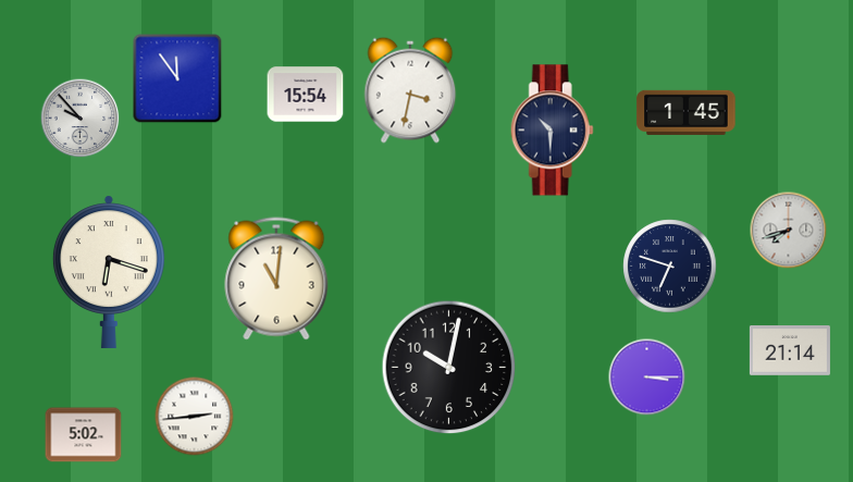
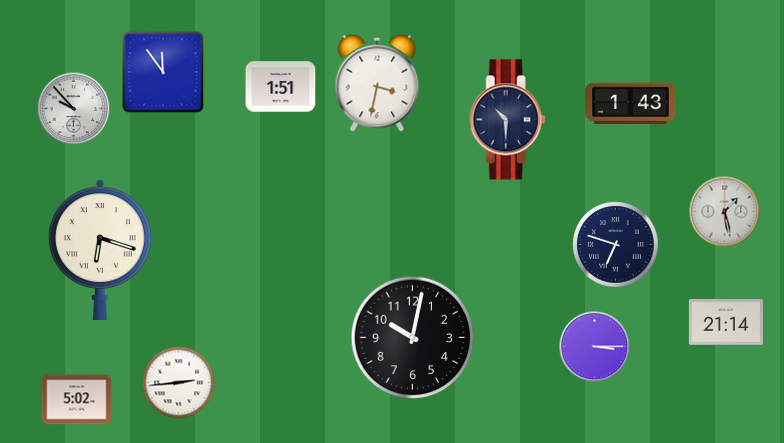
clock at (306, 95): 15:54 -> 1:51
clock at (687, 112): 1:45 -> 1:43
clock at (789, 231): 7:42 -> 1:28
clock at (276, 279): 11:01 -> none
